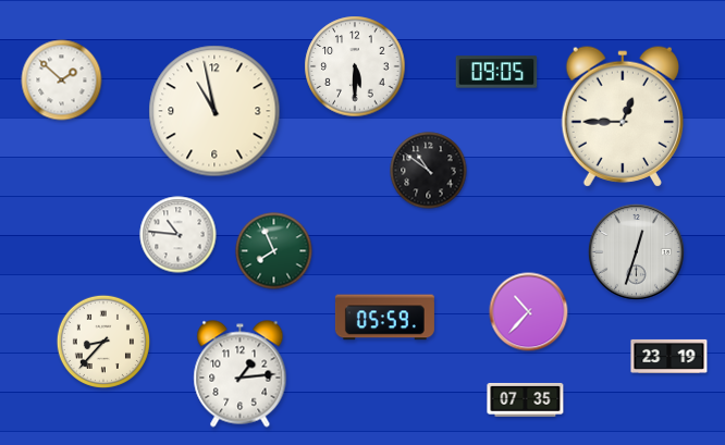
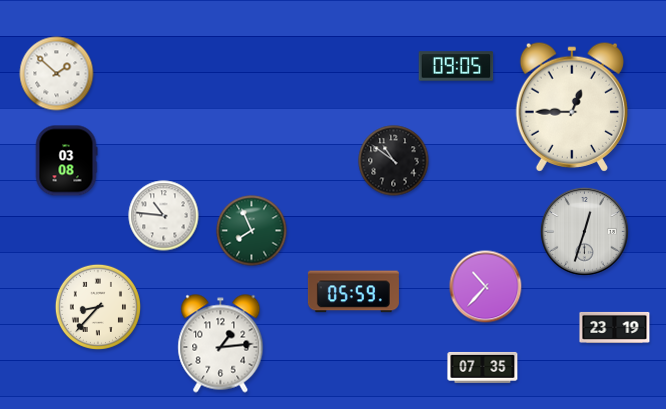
clock at (355, 66): 5:30 -> none
clock at (214, 111): 10:58 -> none
clock at (429, 171) position: (429, 171) -> (394, 161)
clock at (66, 161): none -> 03:08
clock at (102, 341) position: (102, 341) -> (97, 306)
